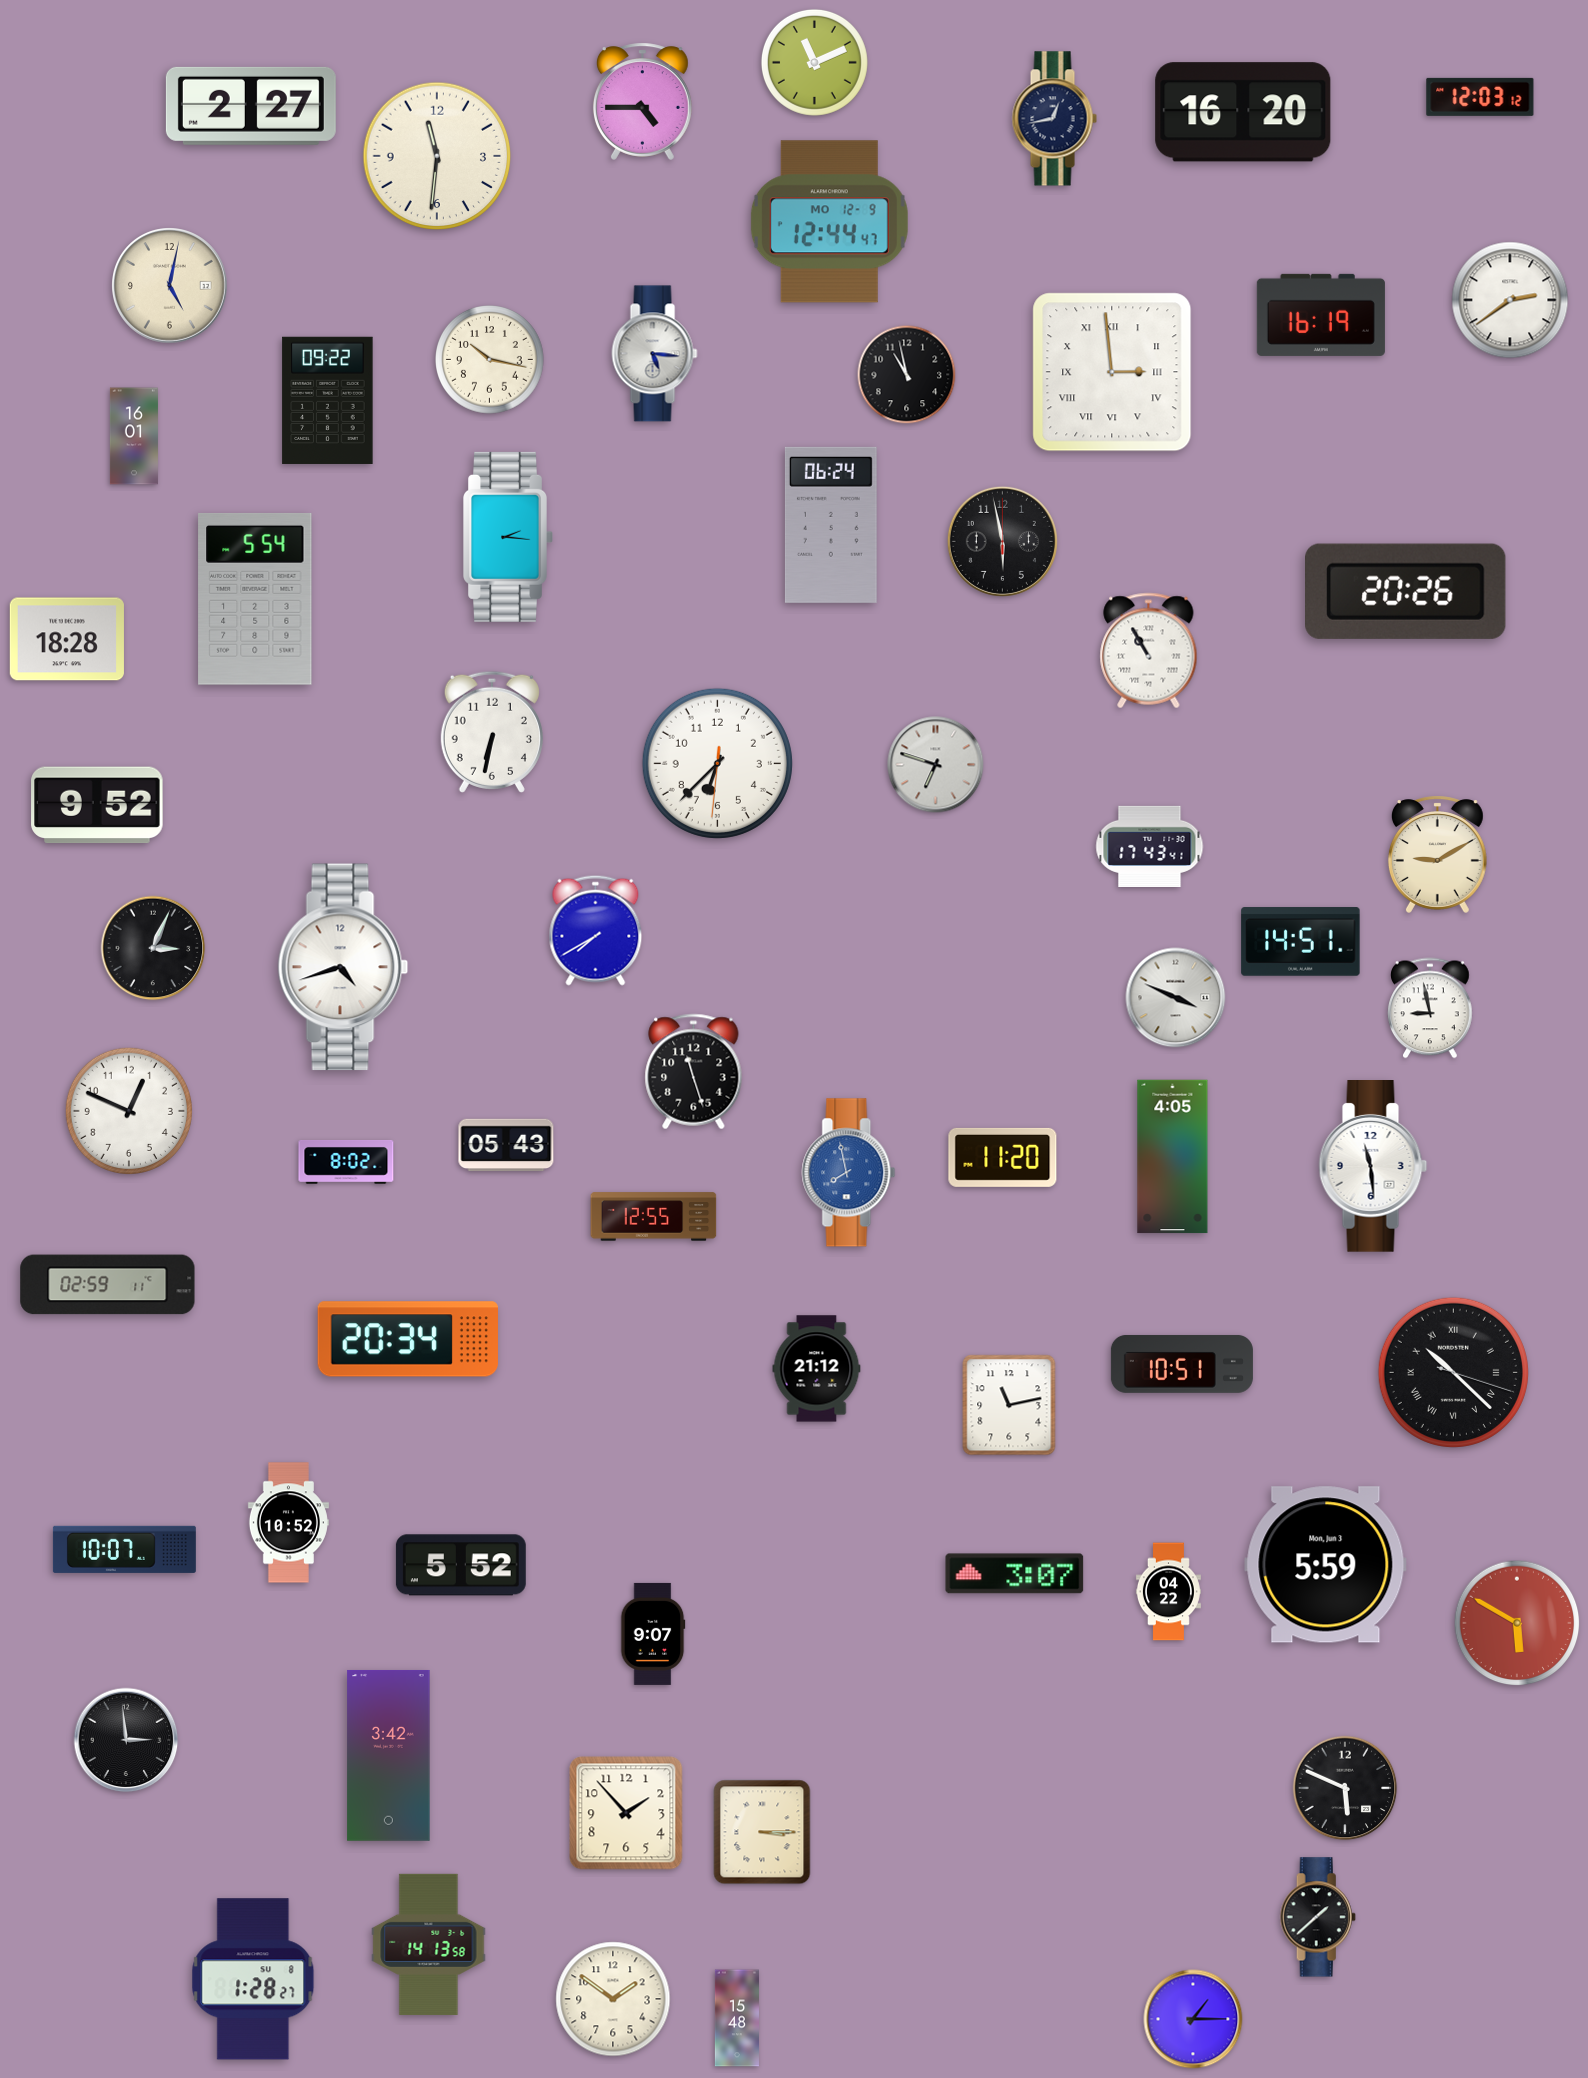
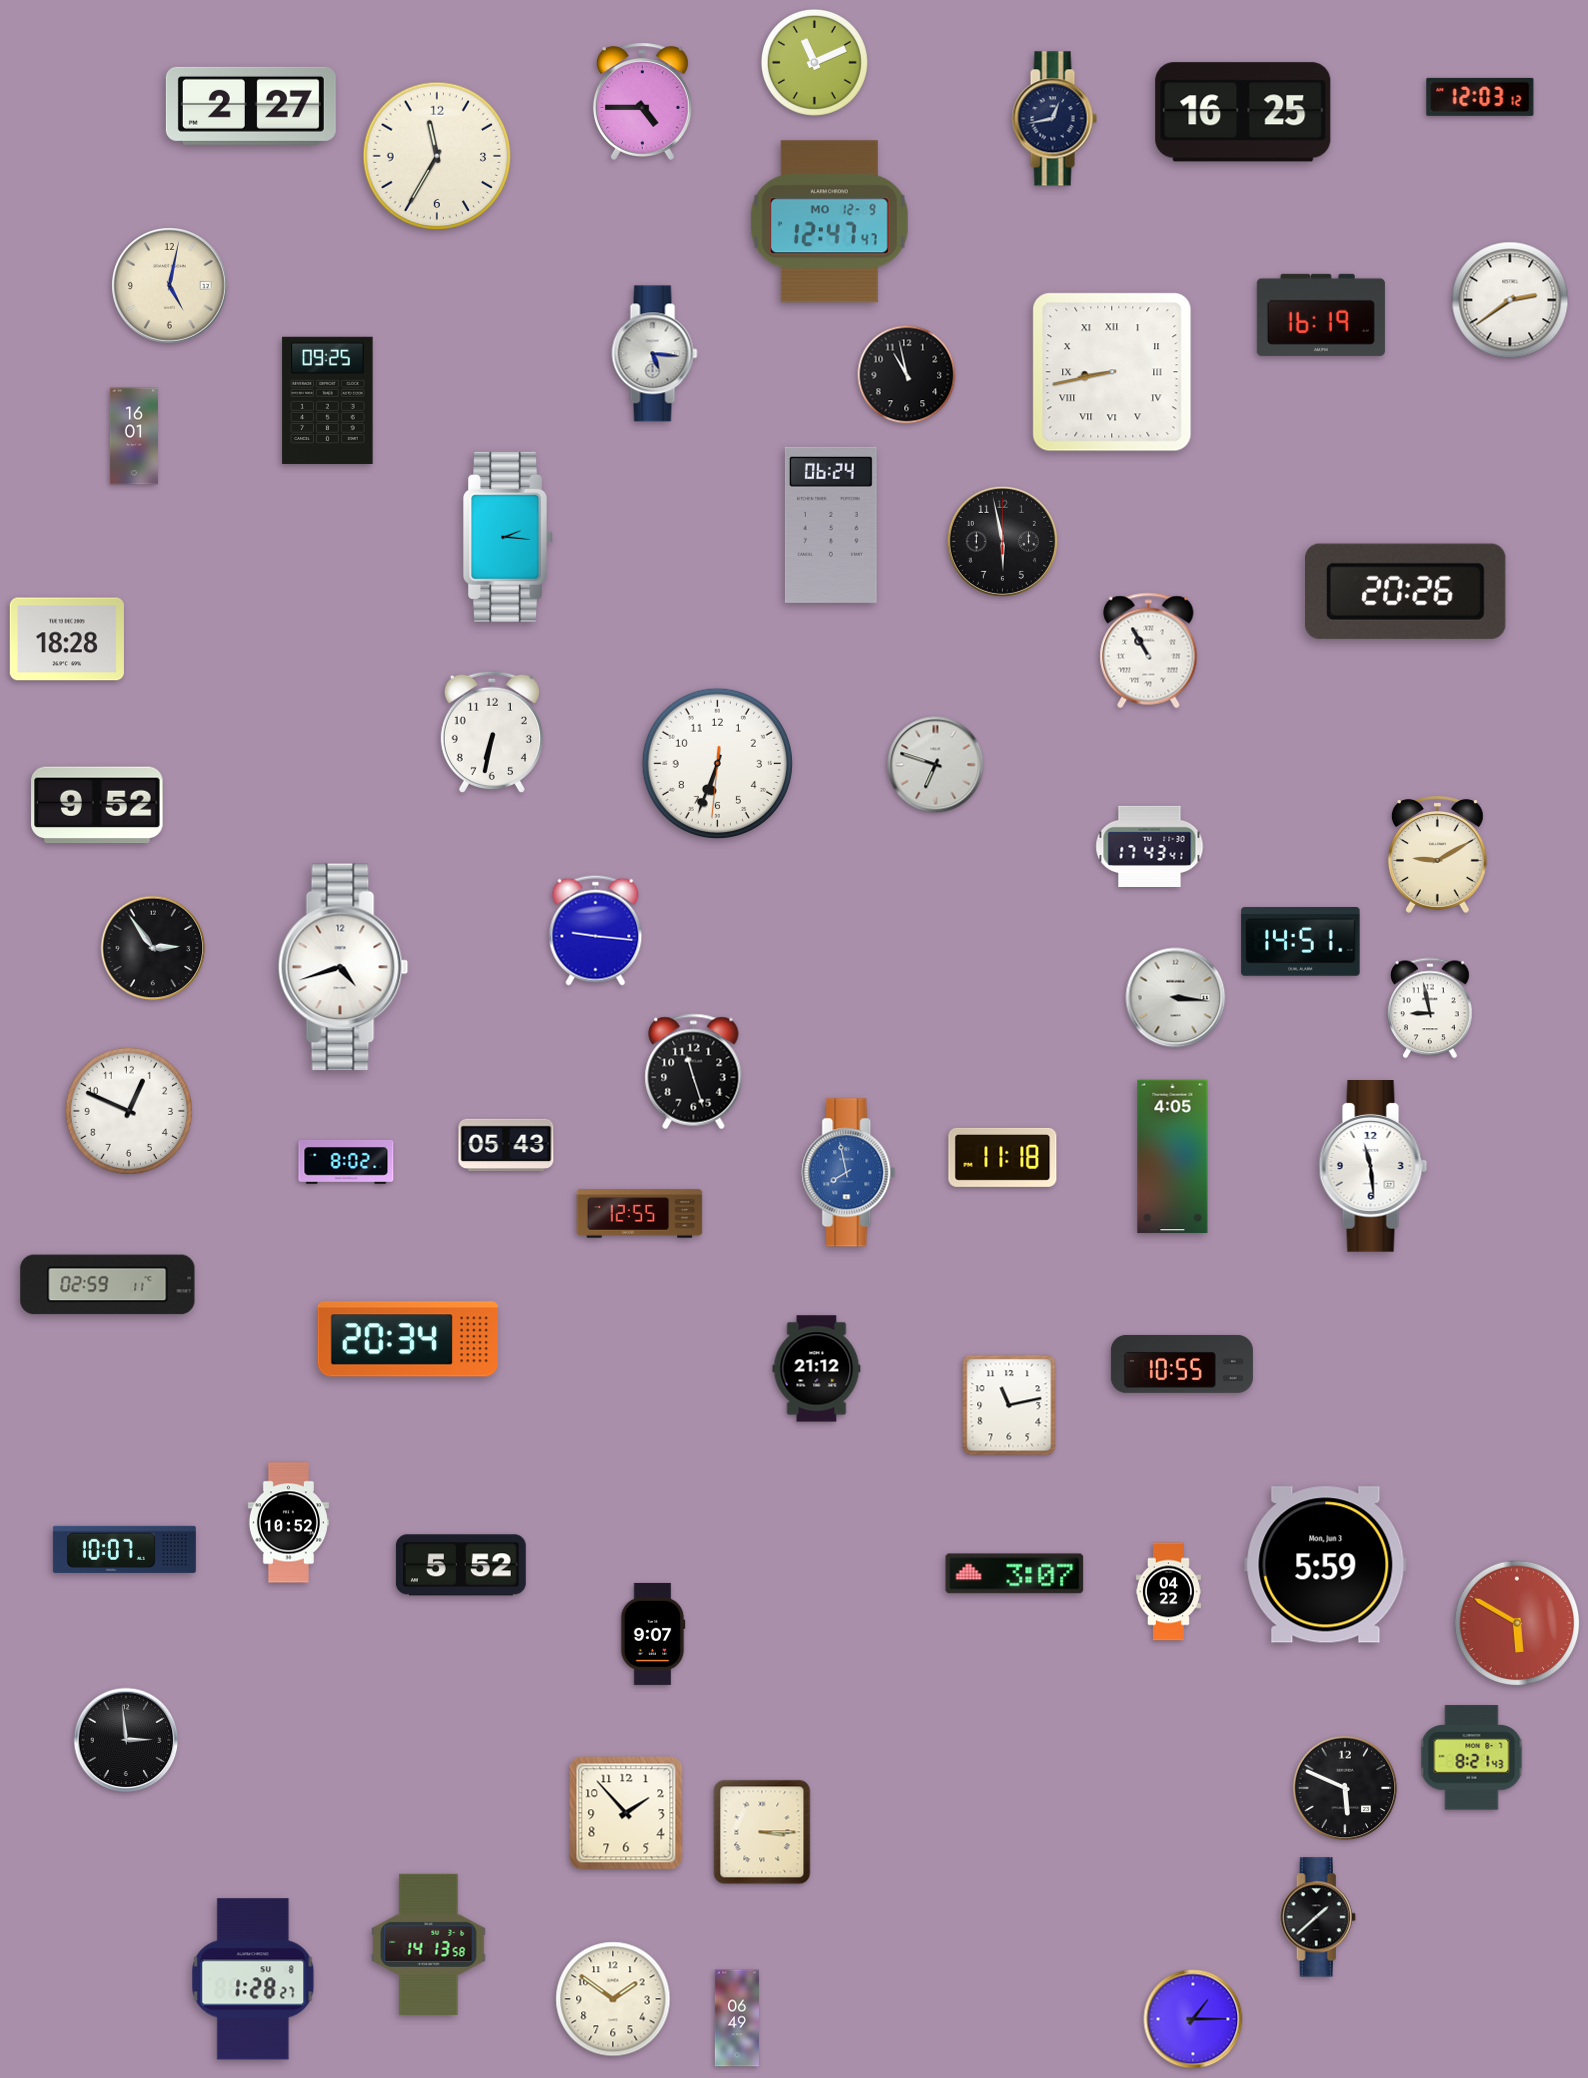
clock at (1243, 112): 16:20 -> 16:25
clock at (437, 156): 11:31 -> 11:35
clock at (829, 222): 12:44 -> 12:47
clock at (490, 360): 10:17 -> none
clock at (1112, 372): 2:59 -> 8:43
clock at (328, 400): 09:22 -> 09:25
clock at (255, 599): 5:54 -> none
clock at (717, 763): 6:37 -> 6:33
clock at (596, 930): 7:40 -> 9:16
clock at (153, 948): 3:04 -> 2:54
clock at (1176, 998): 3:49 -> 3:16
clock at (1003, 1157): 11:20 -> 11:18
clock at (654, 1217) position: (654, 1217) -> (640, 1214)
clock at (1182, 1364): 10:51 -> 10:55
clock at (1453, 1372): 10:22 -> none
clock at (389, 1755): 3:42 -> none
clock at (1472, 1758): none -> 8:21
clock at (737, 2018): 15:48 -> 06:49
